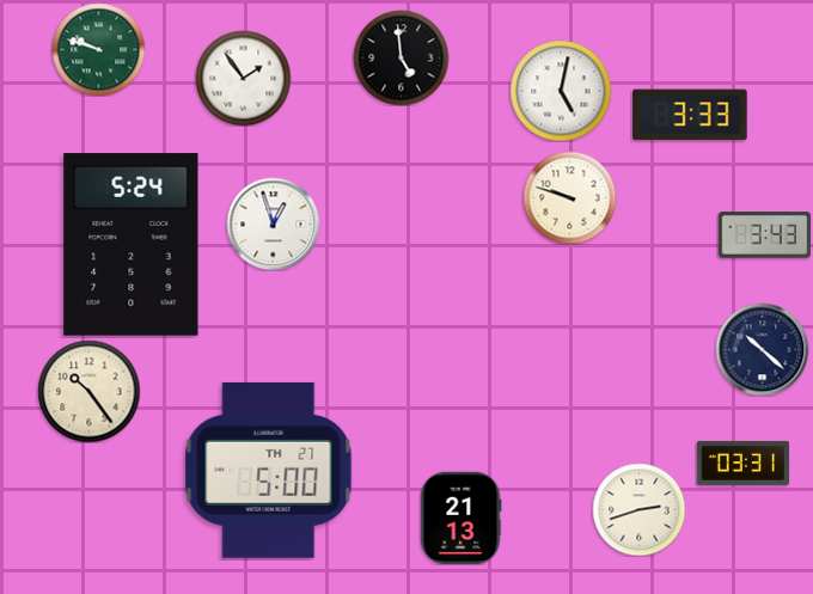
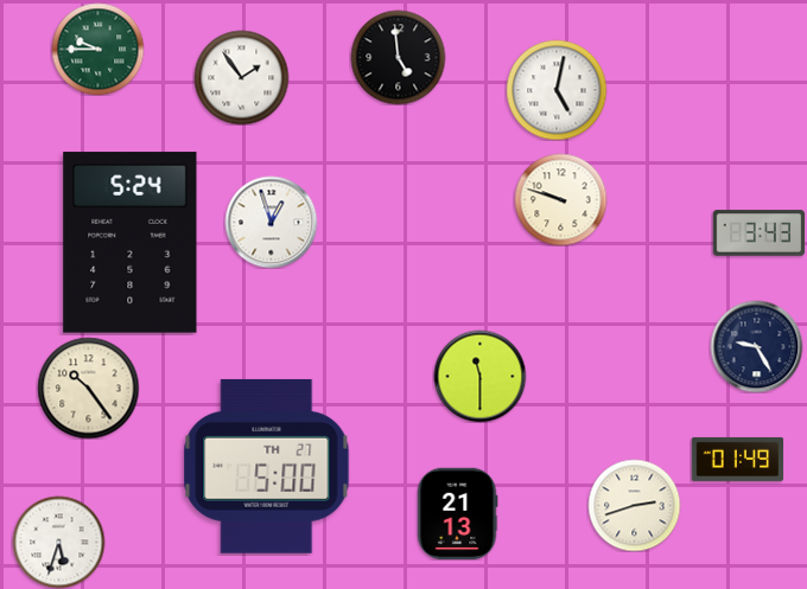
clock at (98, 49): 9:48 -> 9:45
clock at (690, 115): 3:33 -> none
clock at (569, 197) position: (569, 197) -> (560, 199)
clock at (762, 349): 10:22 -> 9:25
clock at (479, 376): none -> 11:30
clock at (742, 463): 03:31 -> 01:49
clock at (58, 542): none -> 5:33
